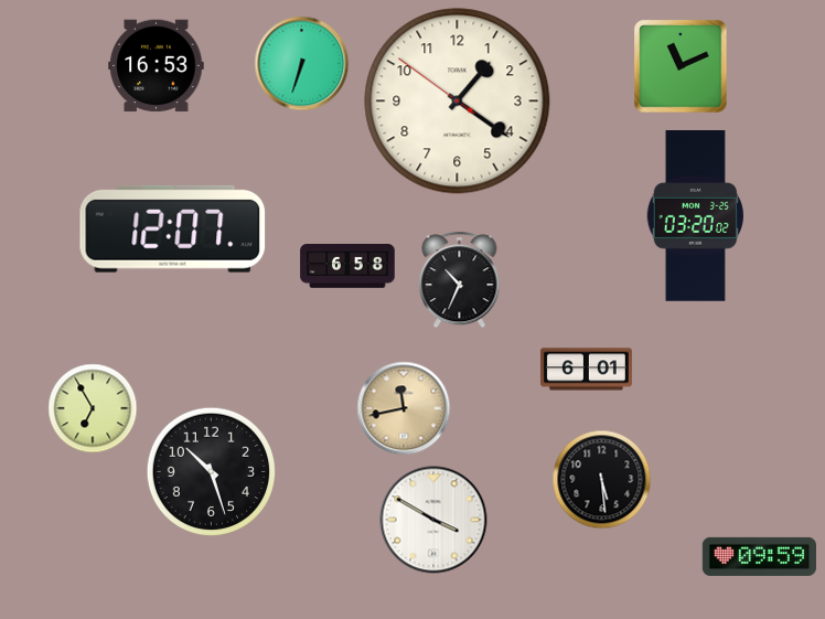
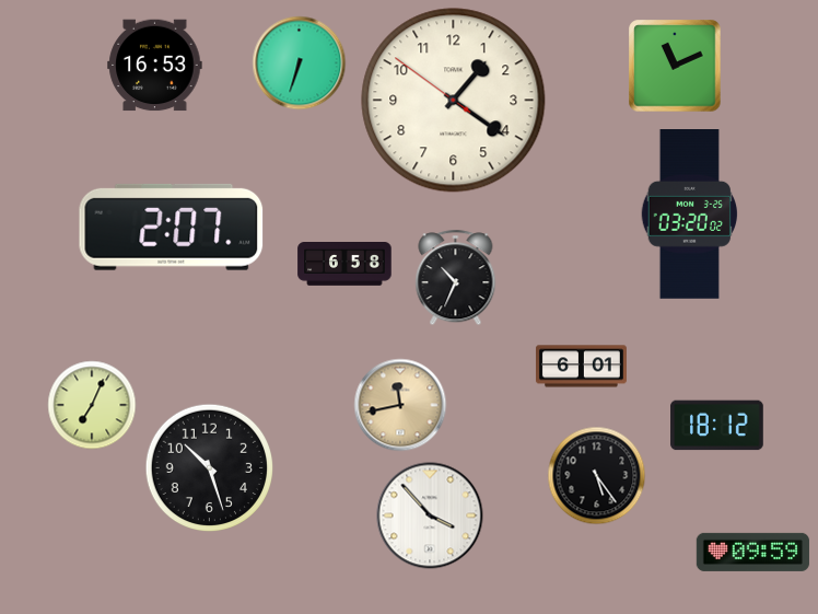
clock at (173, 228): 12:07 -> 2:07
clock at (93, 408): 6:55 -> 7:04
clock at (717, 426): none -> 18:12
clock at (602, 480): 5:29 -> 5:24
clock at (433, 520): 3:50 -> 3:53
